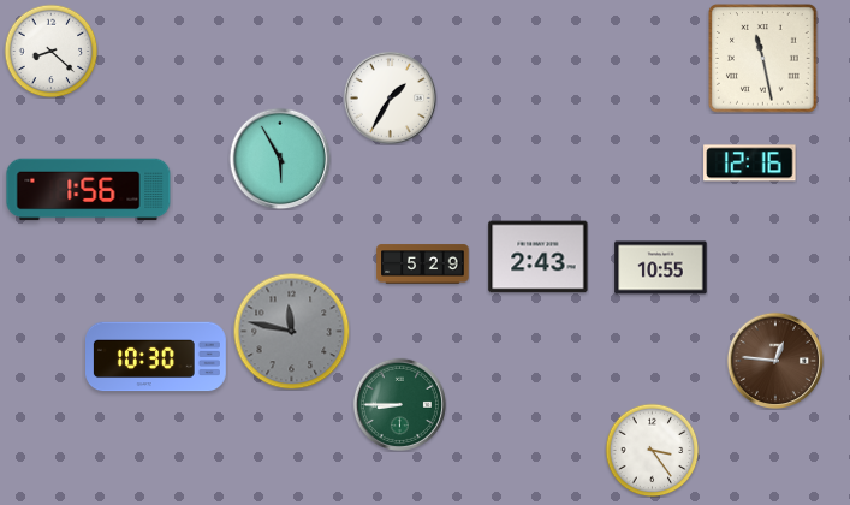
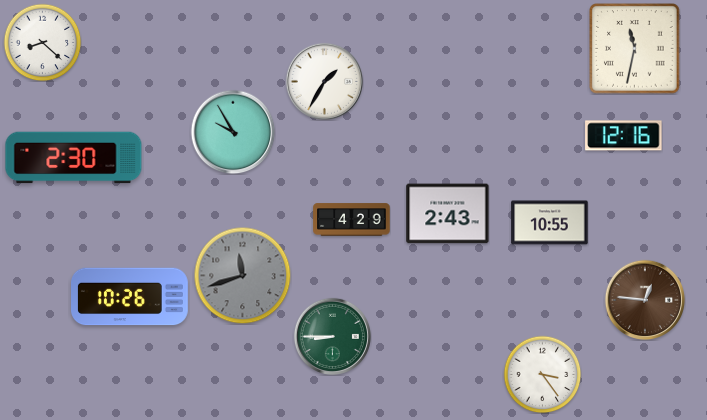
clock at (763, 59): 11:28 -> 11:32
clock at (280, 159): 5:55 -> 9:55
clock at (89, 190): 1:56 -> 2:30
clock at (423, 265): 5:29 -> 4:29
clock at (291, 331): 11:47 -> 11:42
clock at (156, 357): 10:30 -> 10:26
